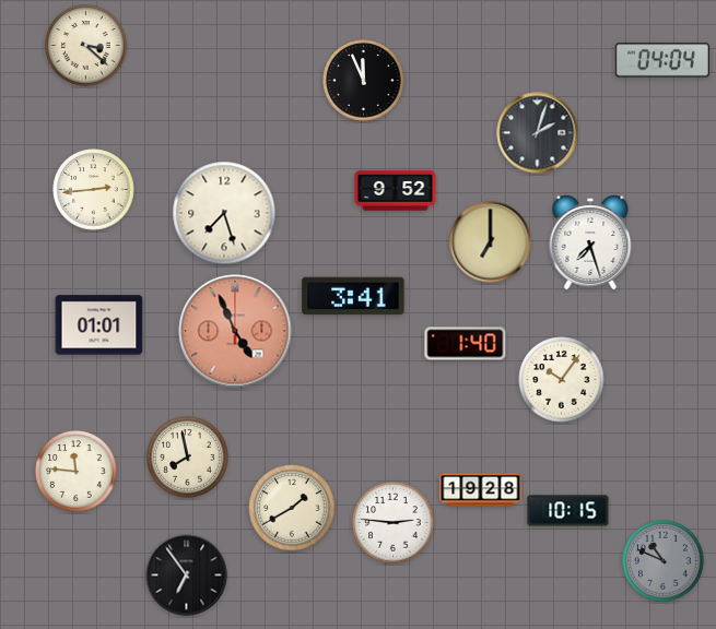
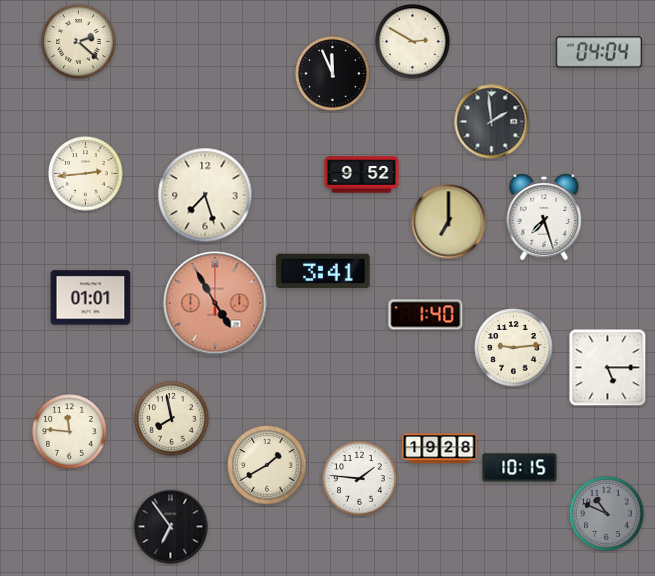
clock at (86, 46): 3:22 -> 2:22
clock at (413, 42): none -> 2:50
clock at (662, 60) position: (662, 60) -> (599, 52)
clock at (538, 133): 2:03 -> 1:59
clock at (590, 242) position: (590, 242) -> (544, 217)
clock at (235, 331): 4:56 -> 4:55
clock at (562, 380): 10:06 -> 9:14
clock at (608, 368): none -> 5:15
clock at (394, 523): 2:46 -> 1:46
